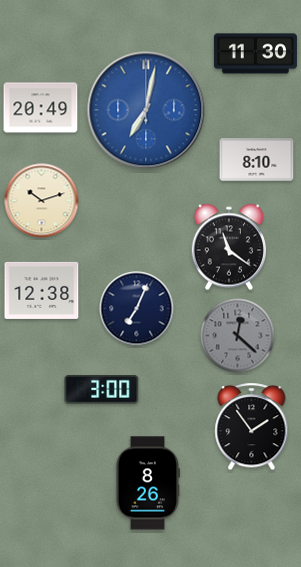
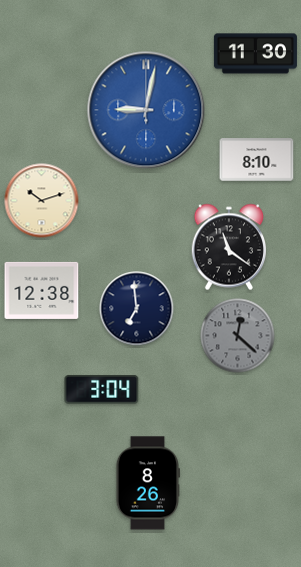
clock at (41, 108): 20:49 -> none
clock at (146, 110): 7:02 -> 9:02
clock at (137, 309): 7:04 -> 6:59
clock at (102, 390): 3:00 -> 3:04
clock at (252, 427): 1:54 -> none
